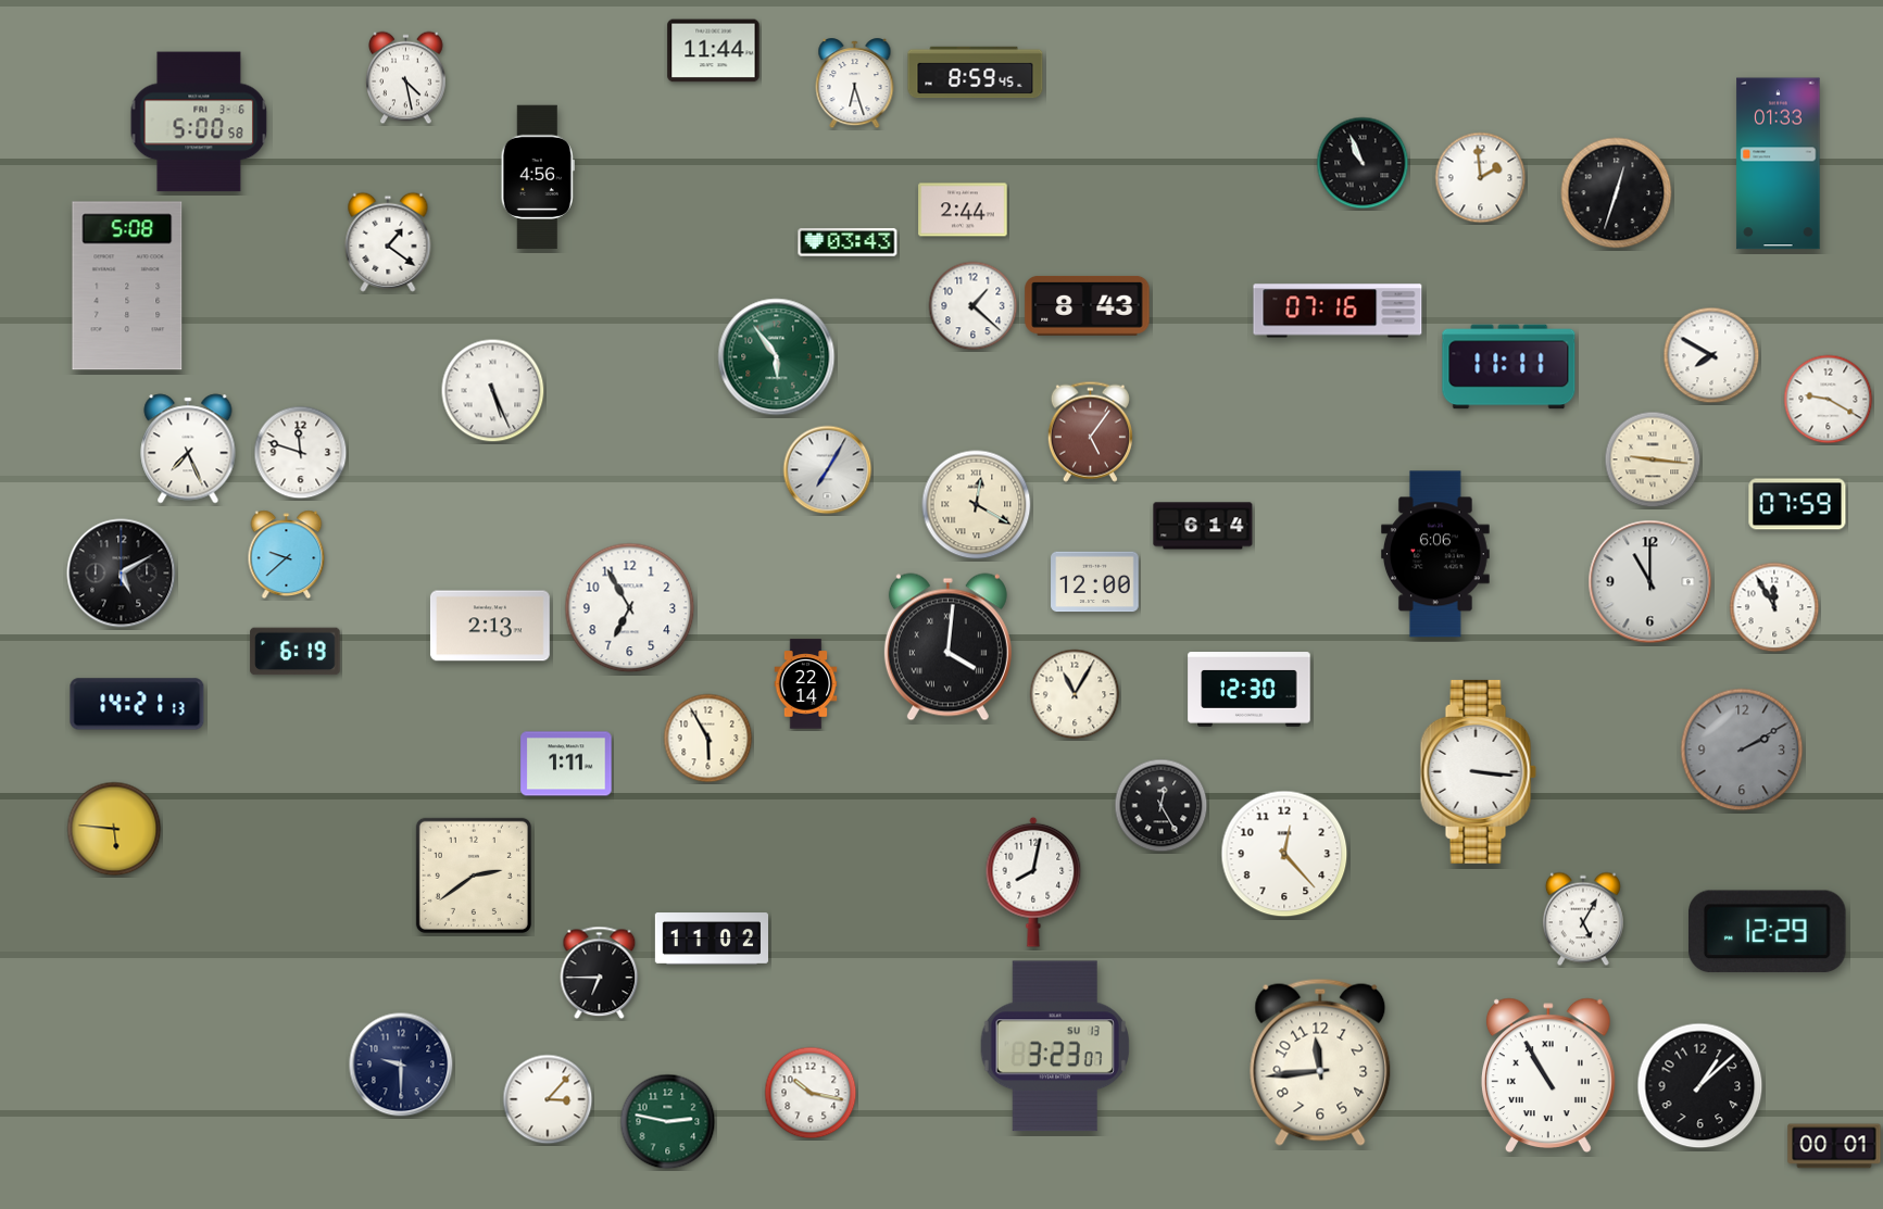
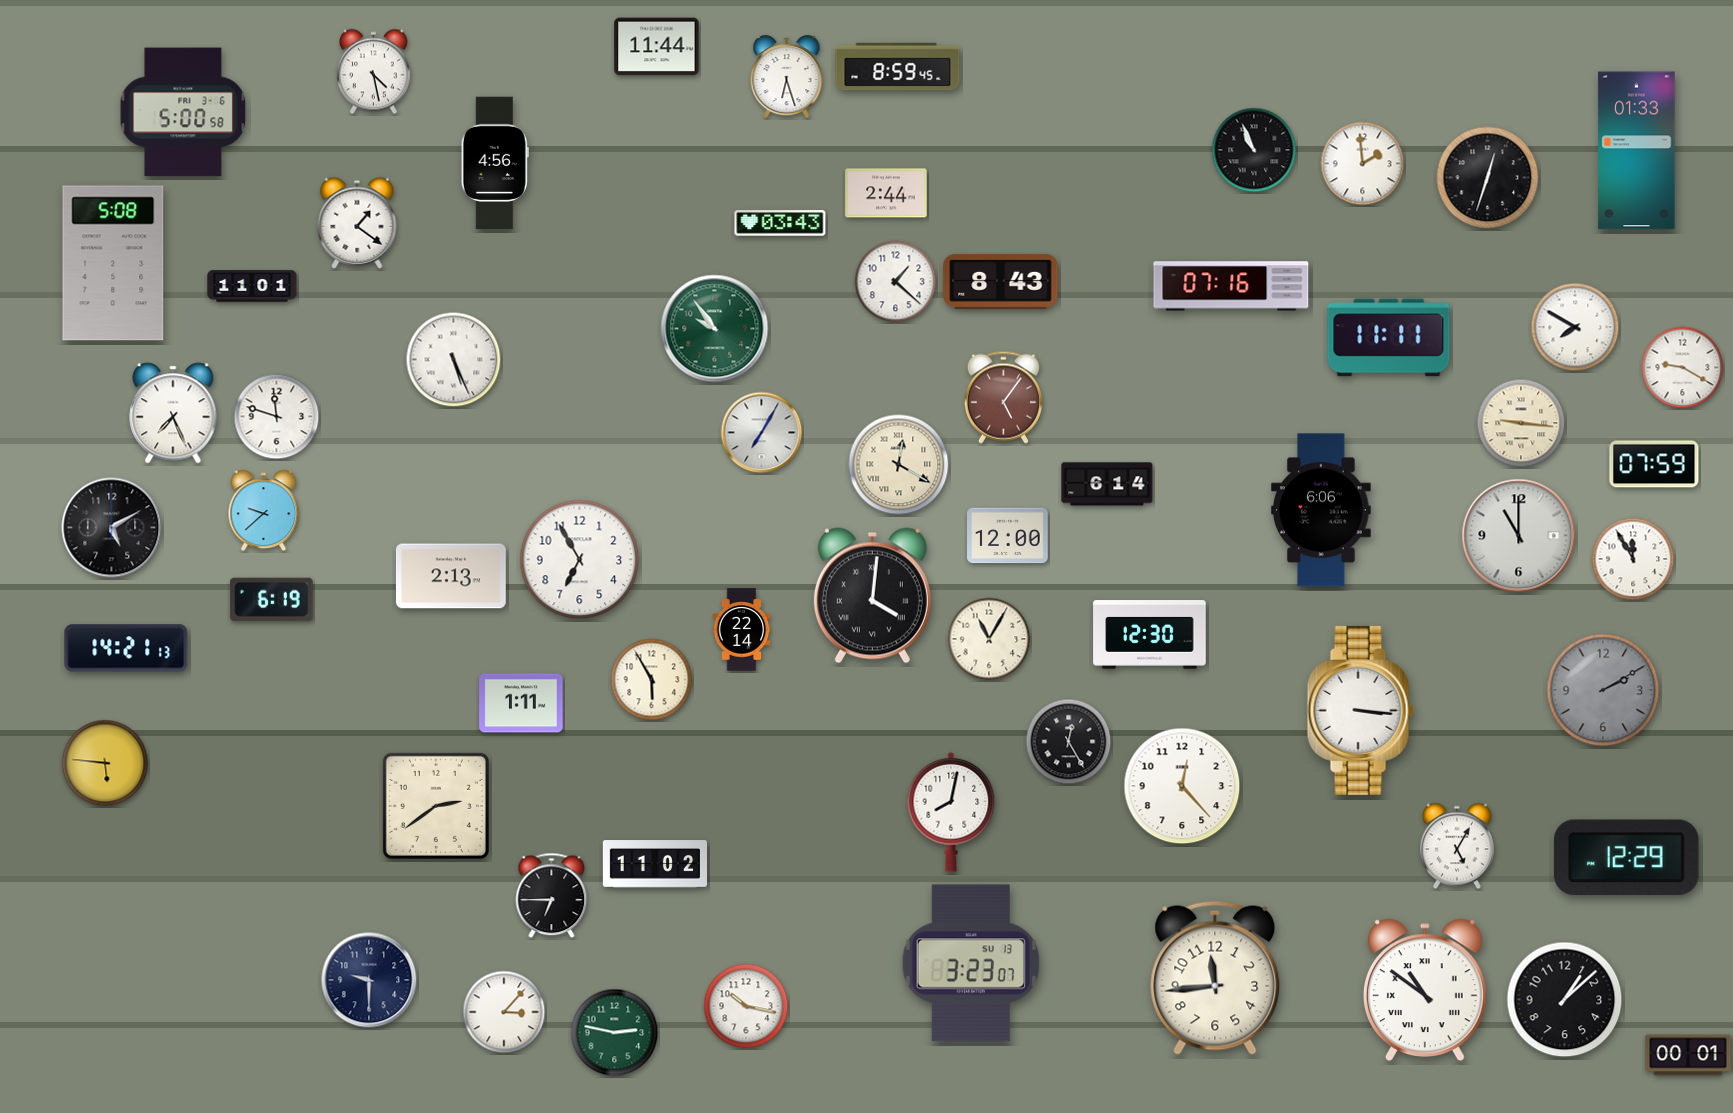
clock at (127, 286) position: (127, 286) -> (113, 263)
clock at (252, 286): none -> 11:01
clock at (777, 357): 5:54 -> 9:54
clock at (1548, 1075): 10:55 -> 10:51
